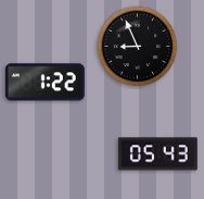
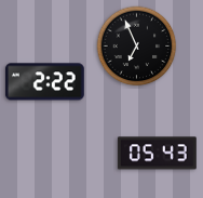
clock at (138, 47): 8:56 -> 6:56
clock at (44, 83): 1:22 -> 2:22
